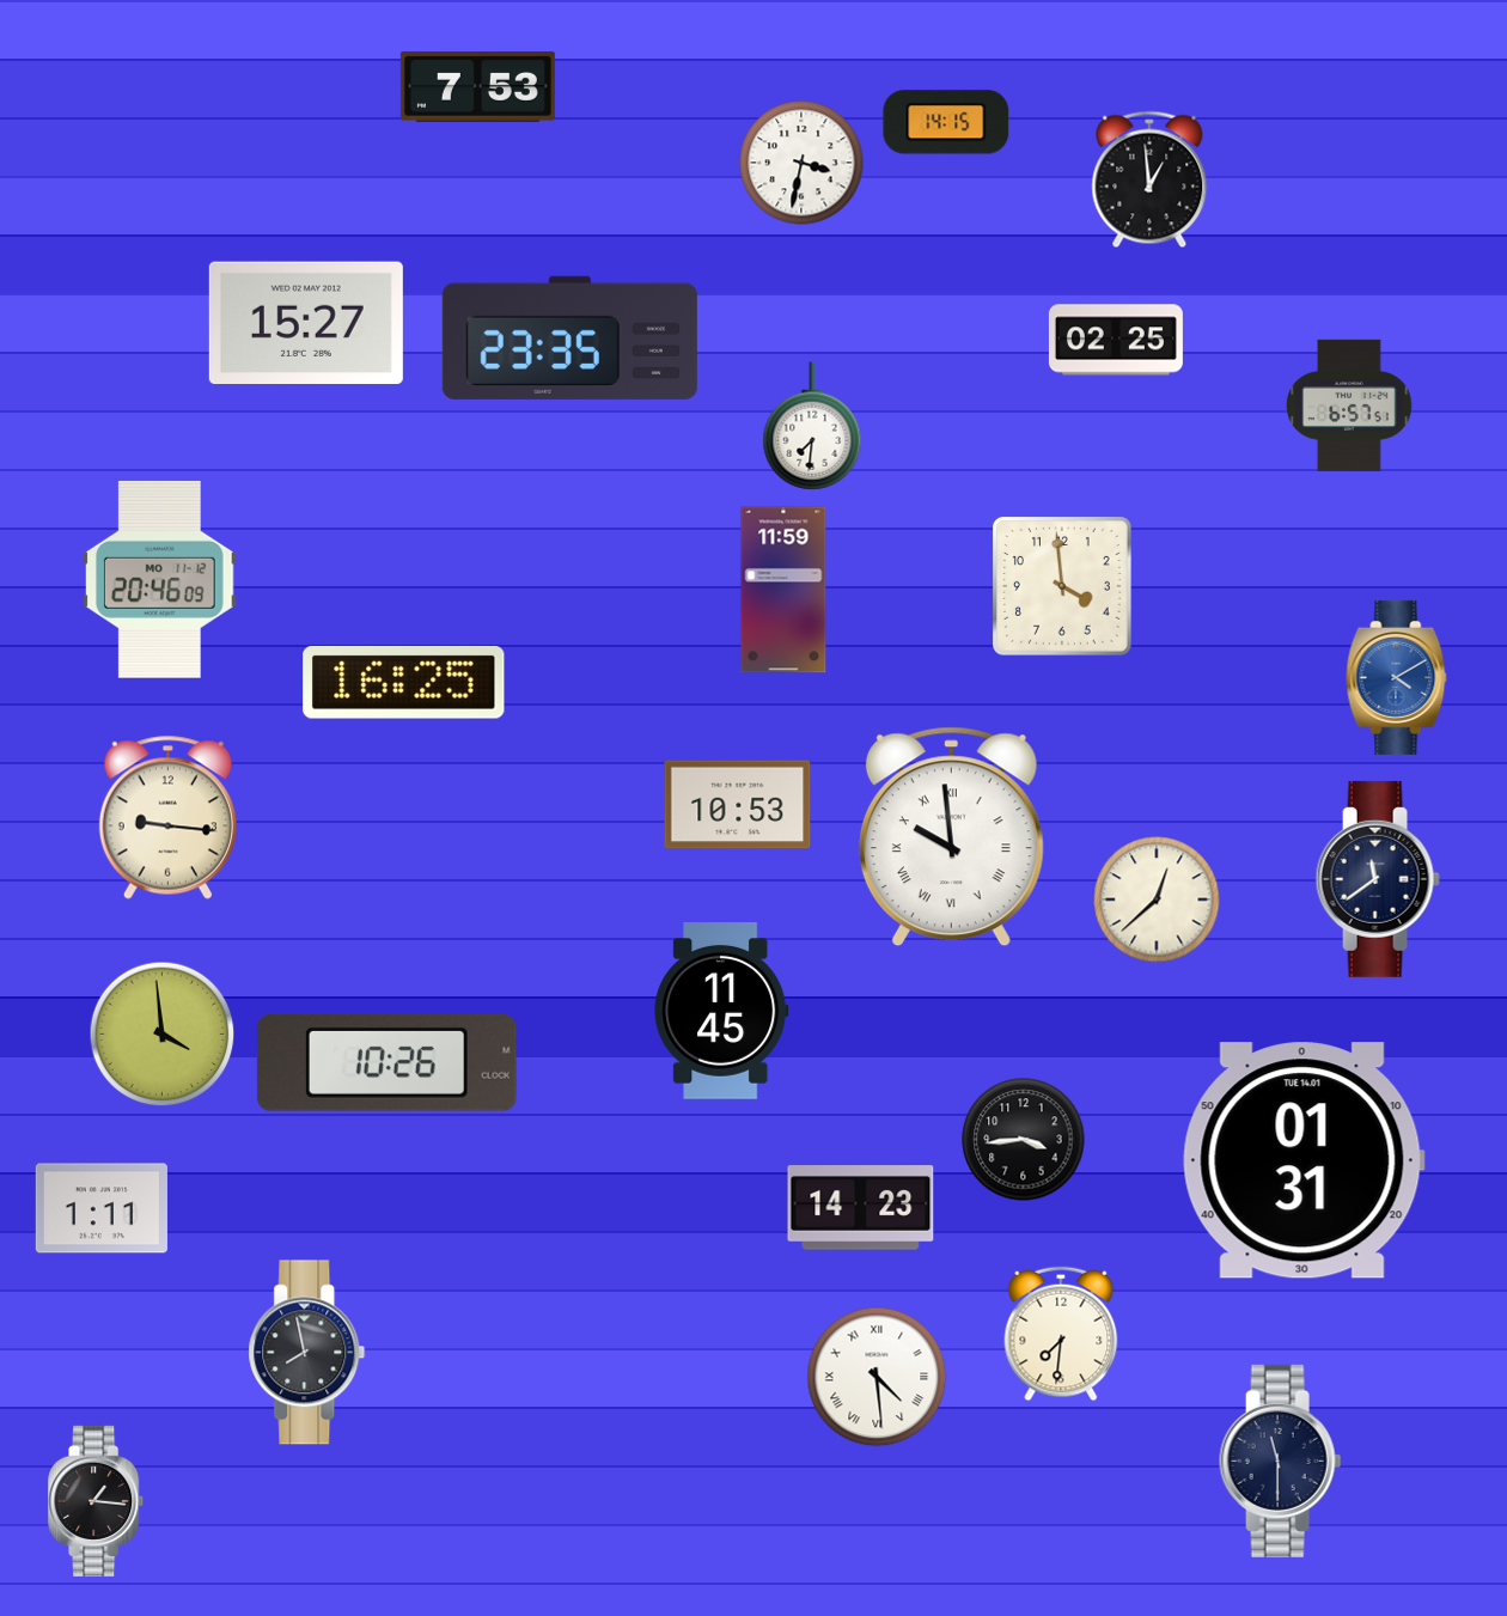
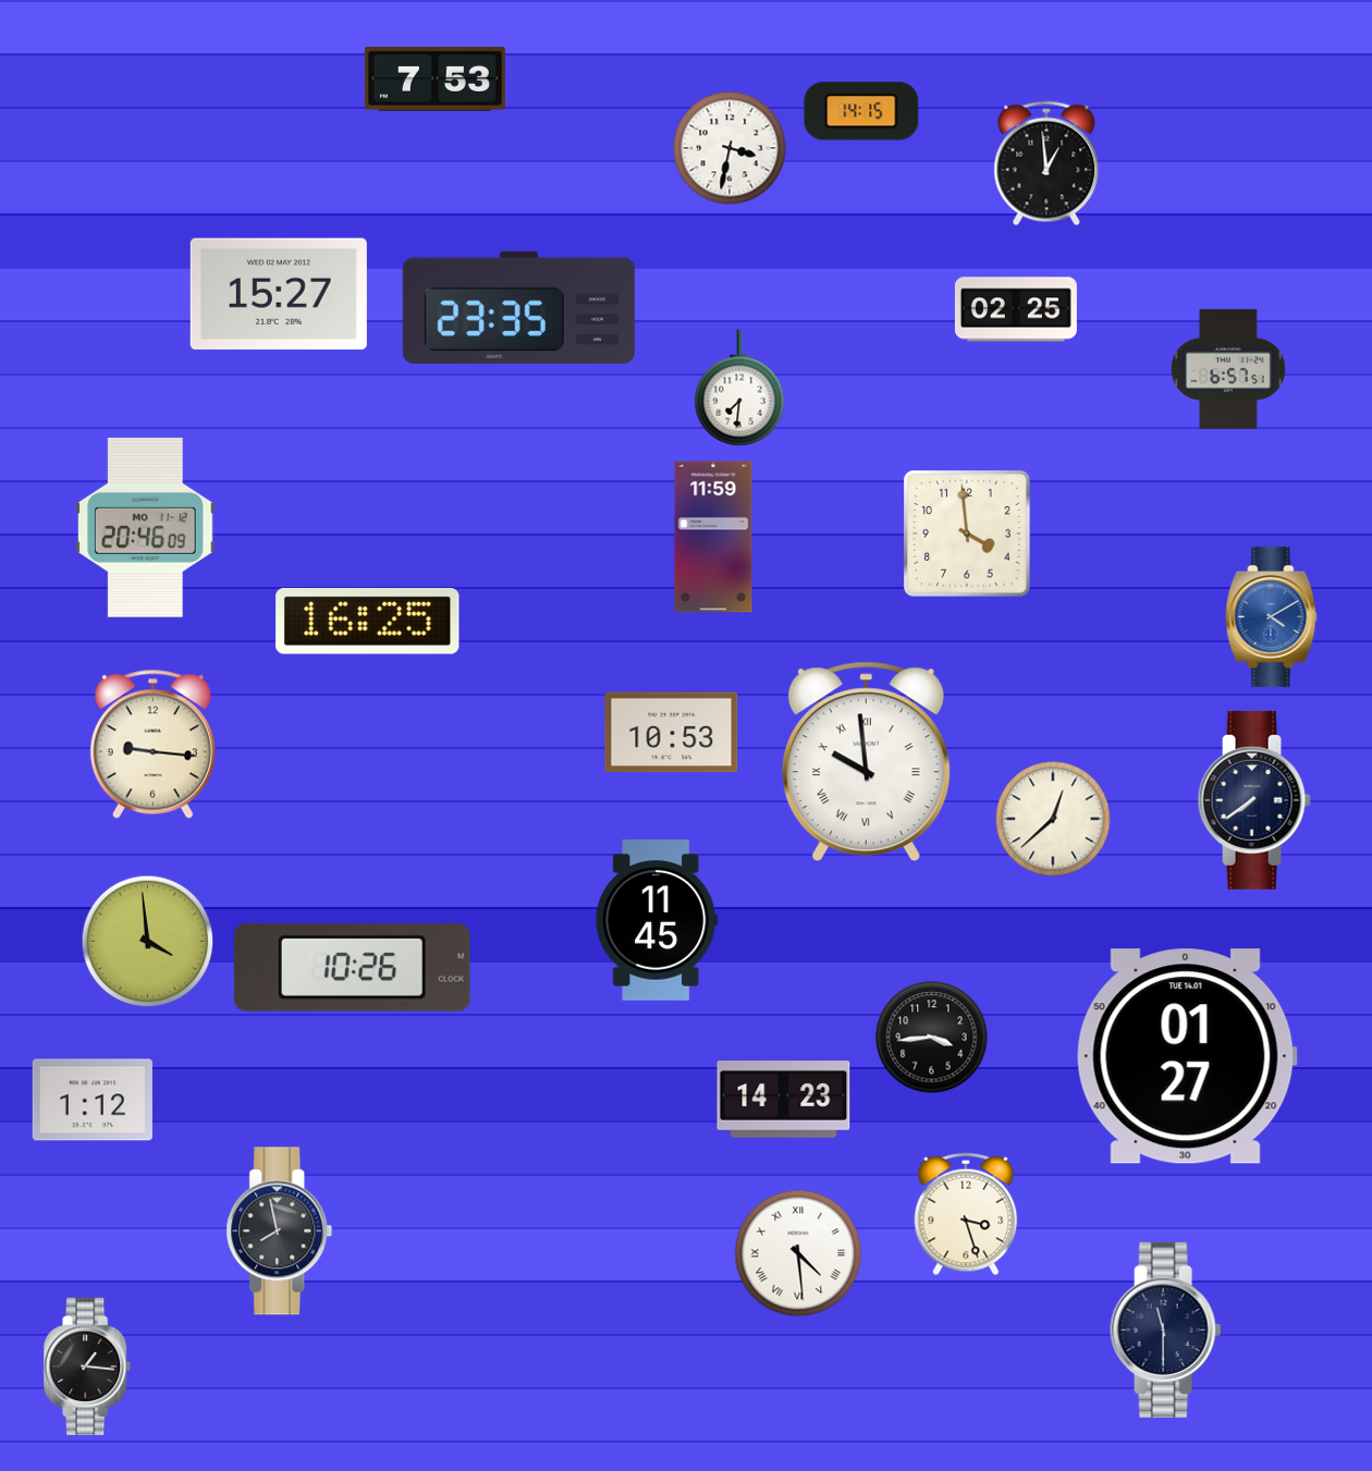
clock at (1378, 879): 11:39 -> 7:39
clock at (1304, 1160): 01:31 -> 01:27
clock at (102, 1208): 1:11 -> 1:12
clock at (1061, 1334): 7:31 -> 3:27
